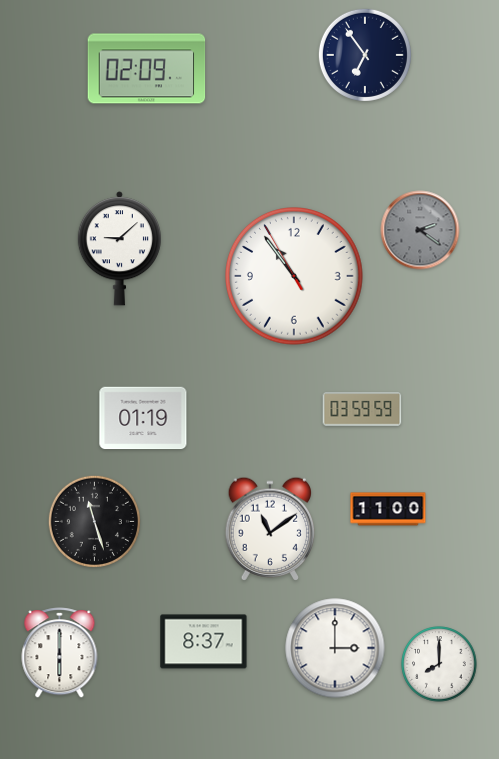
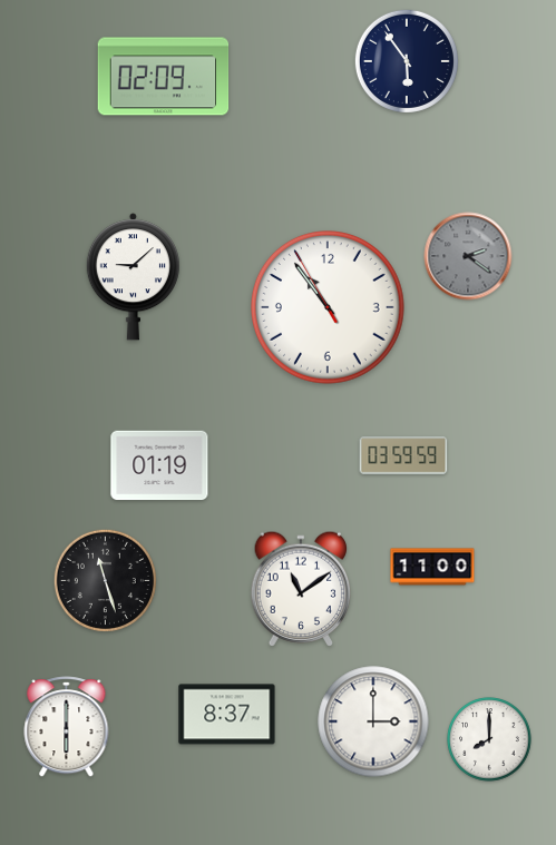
clock at (365, 55): 6:54 -> 5:54
